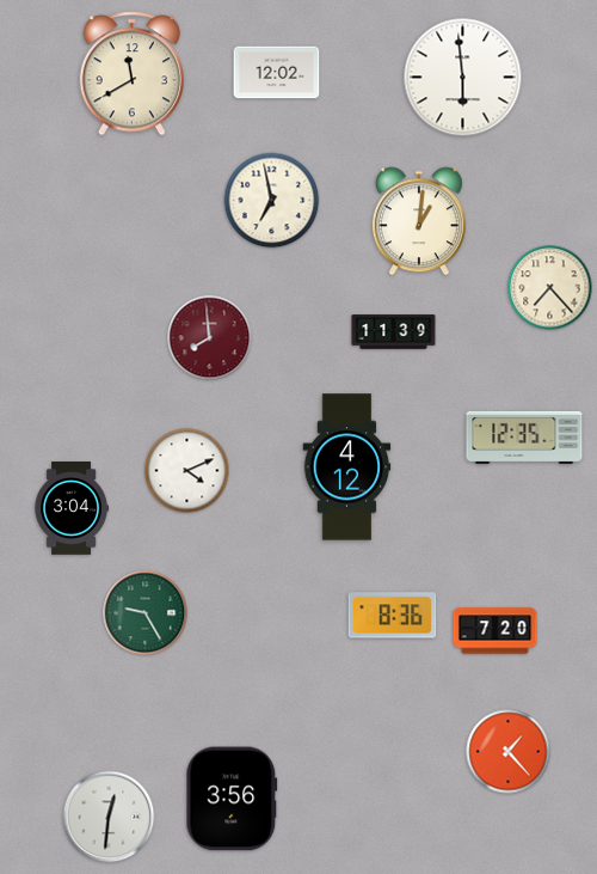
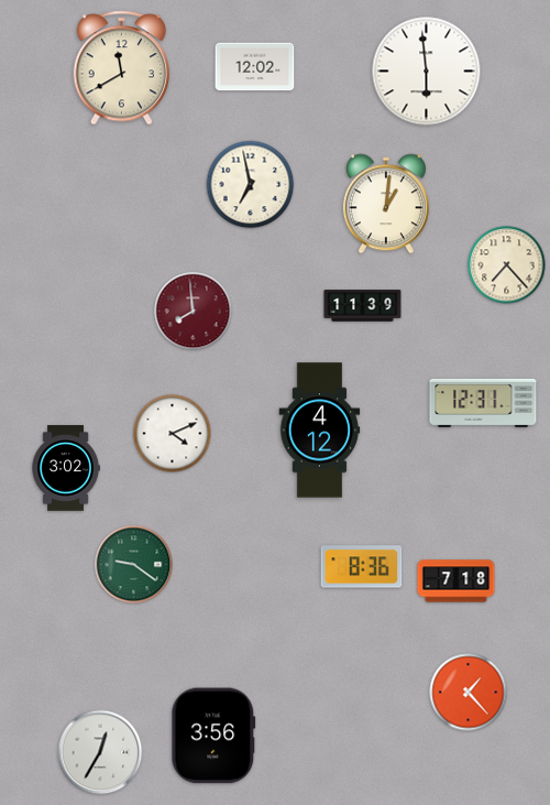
clock at (524, 438): 12:35 -> 12:31
clock at (72, 508): 3:04 -> 3:02
clock at (146, 613): 9:25 -> 9:21
clock at (496, 631): 7:20 -> 7:18
clock at (109, 817): 12:31 -> 12:35
